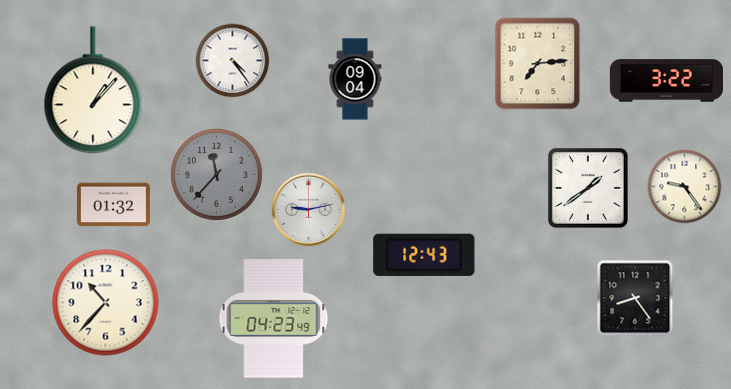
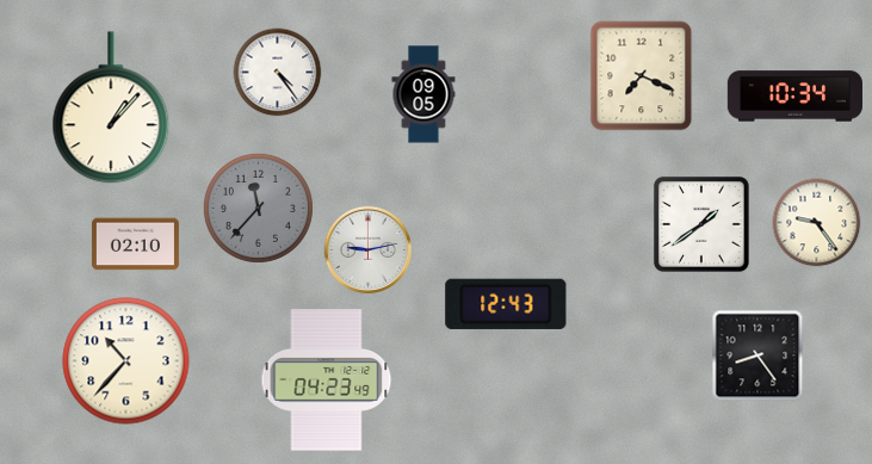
clock at (538, 64): 7:14 -> 7:19
clock at (355, 79): 09:04 -> 09:05
clock at (666, 81): 3:22 -> 10:34
clock at (113, 205): 01:32 -> 02:10
